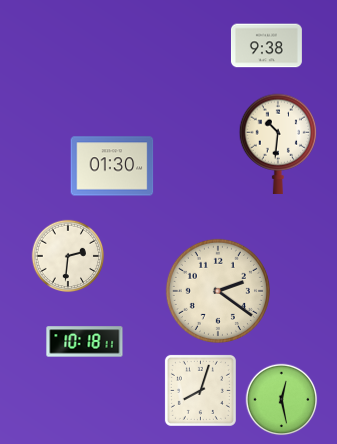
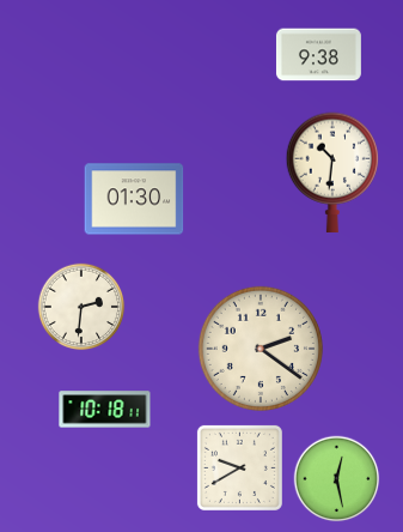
clock at (85, 342) position: (85, 342) -> (105, 410)
clock at (200, 390): 8:03 -> 9:40
